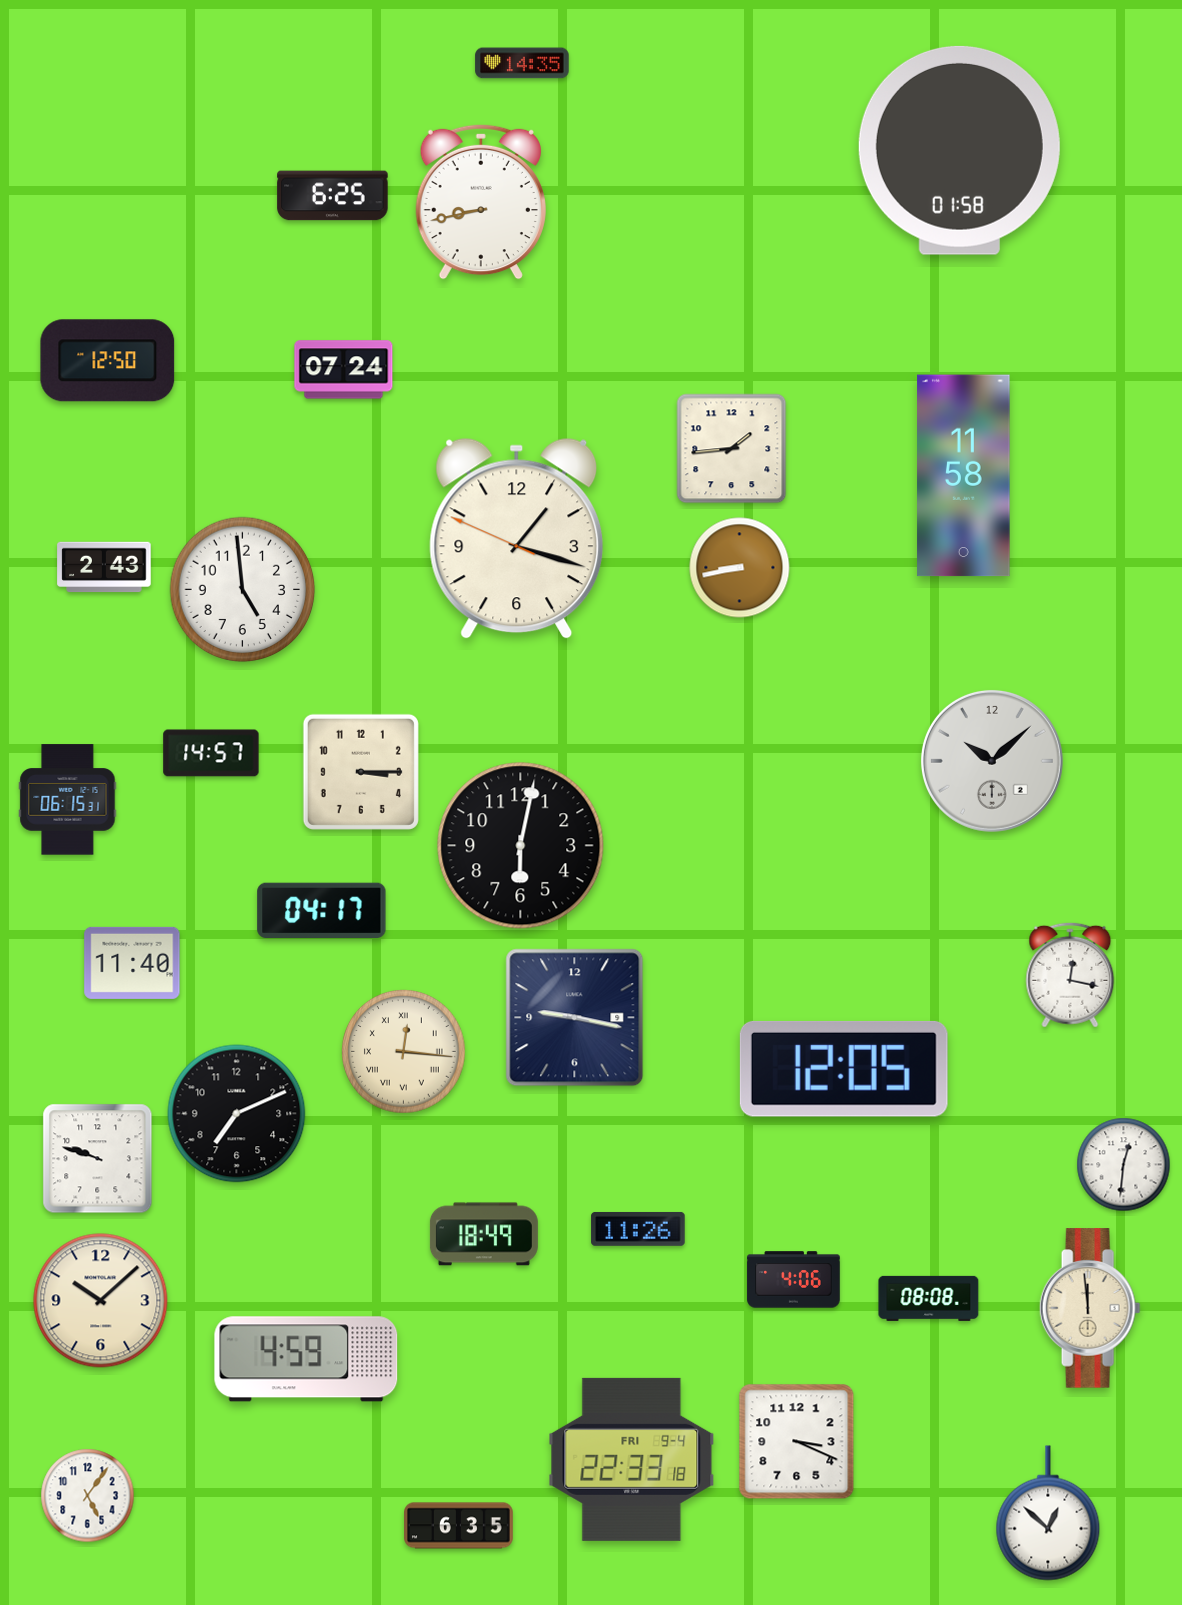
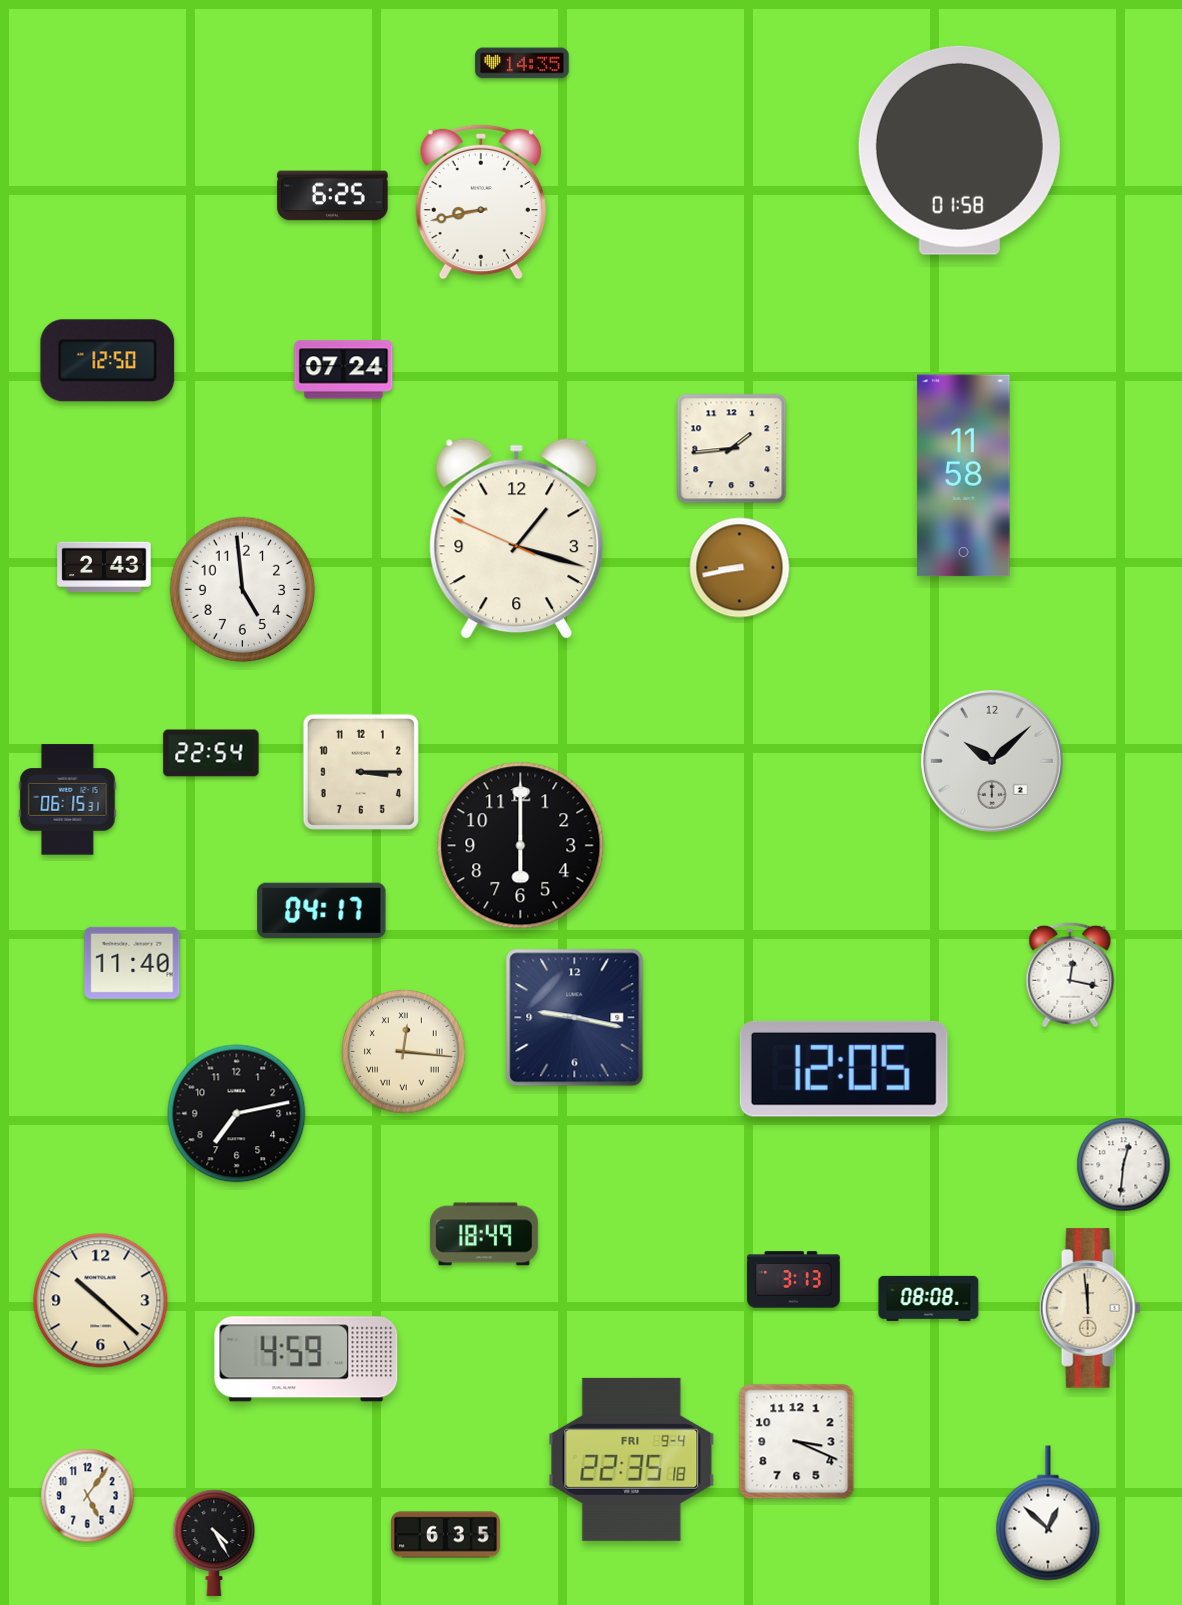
clock at (211, 753): 14:57 -> 22:54
clock at (521, 846): 6:02 -> 6:00
clock at (237, 1114): 7:11 -> 7:13
clock at (98, 1159): 9:48 -> none
clock at (638, 1229): 11:26 -> none
clock at (794, 1280): 4:06 -> 3:13
clock at (101, 1301): 10:08 -> 10:22
clock at (632, 1459): 22:33 -> 22:35
clock at (459, 1526) position: (459, 1526) -> (446, 1535)
clock at (214, 1543): none -> 4:25
